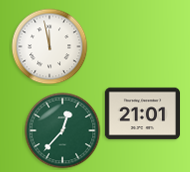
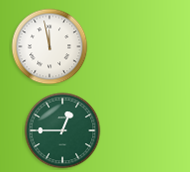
clock at (142, 114): 21:01 -> none
clock at (63, 131): 12:37 -> 12:45
